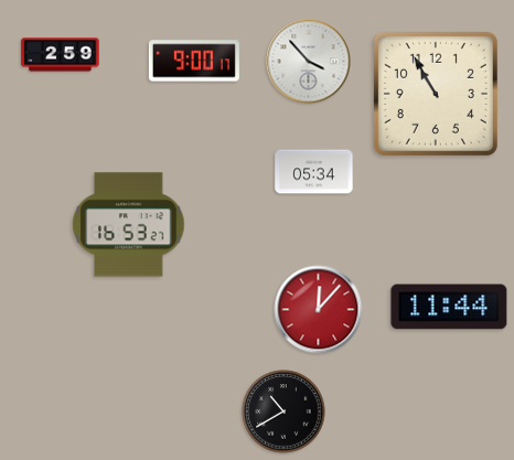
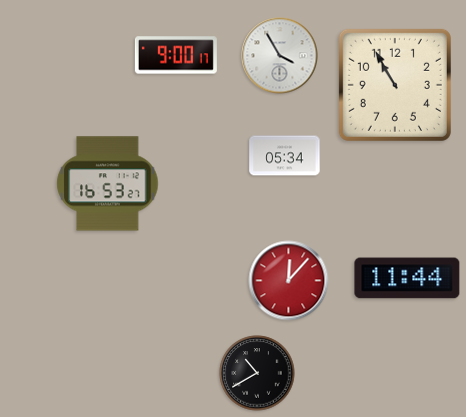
clock at (61, 55): 2:59 -> none
clock at (309, 62): 3:53 -> 3:55
clock at (129, 225) position: (129, 225) -> (108, 184)
